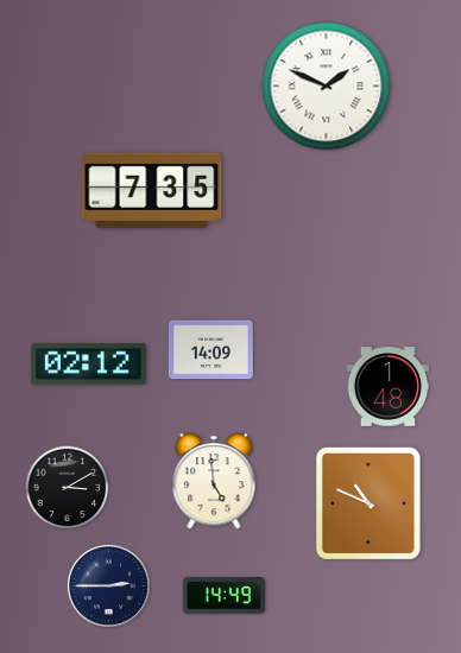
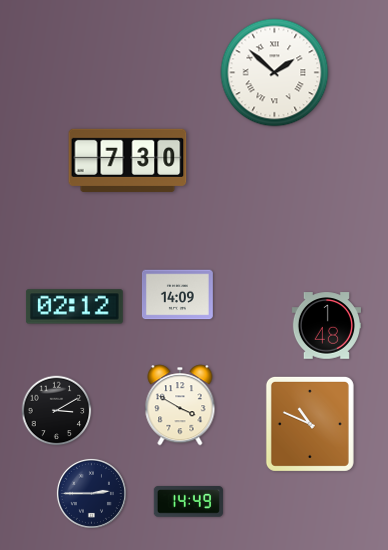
clock at (327, 87): 1:49 -> 1:52
clock at (152, 190): 7:35 -> 7:30
clock at (214, 481): 4:59 -> 3:50
